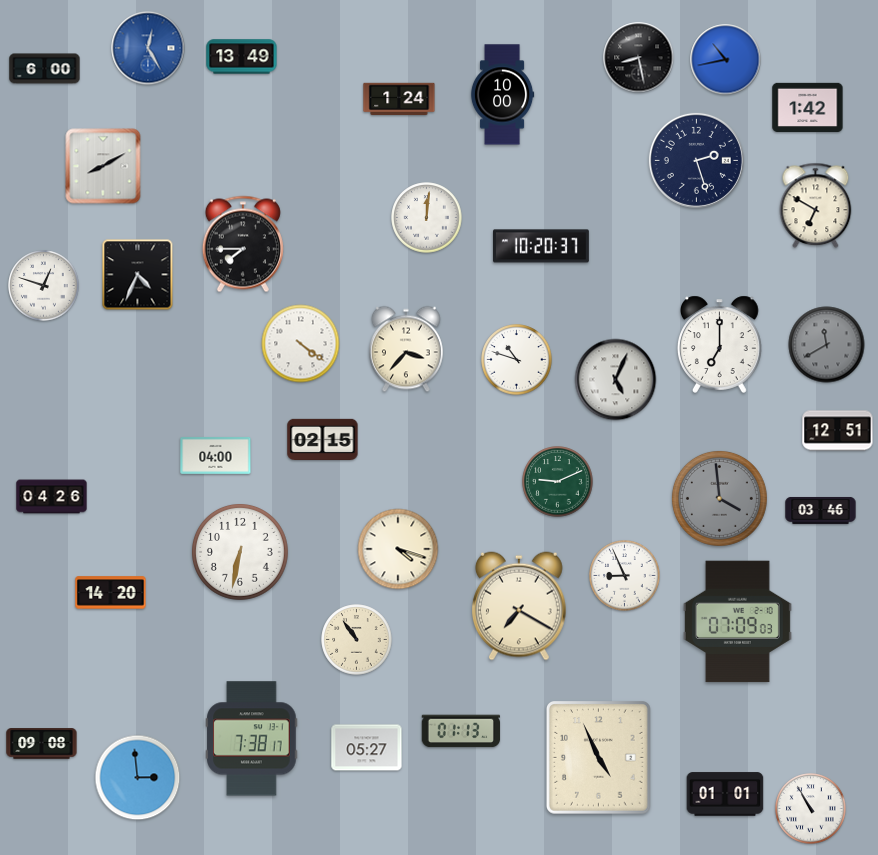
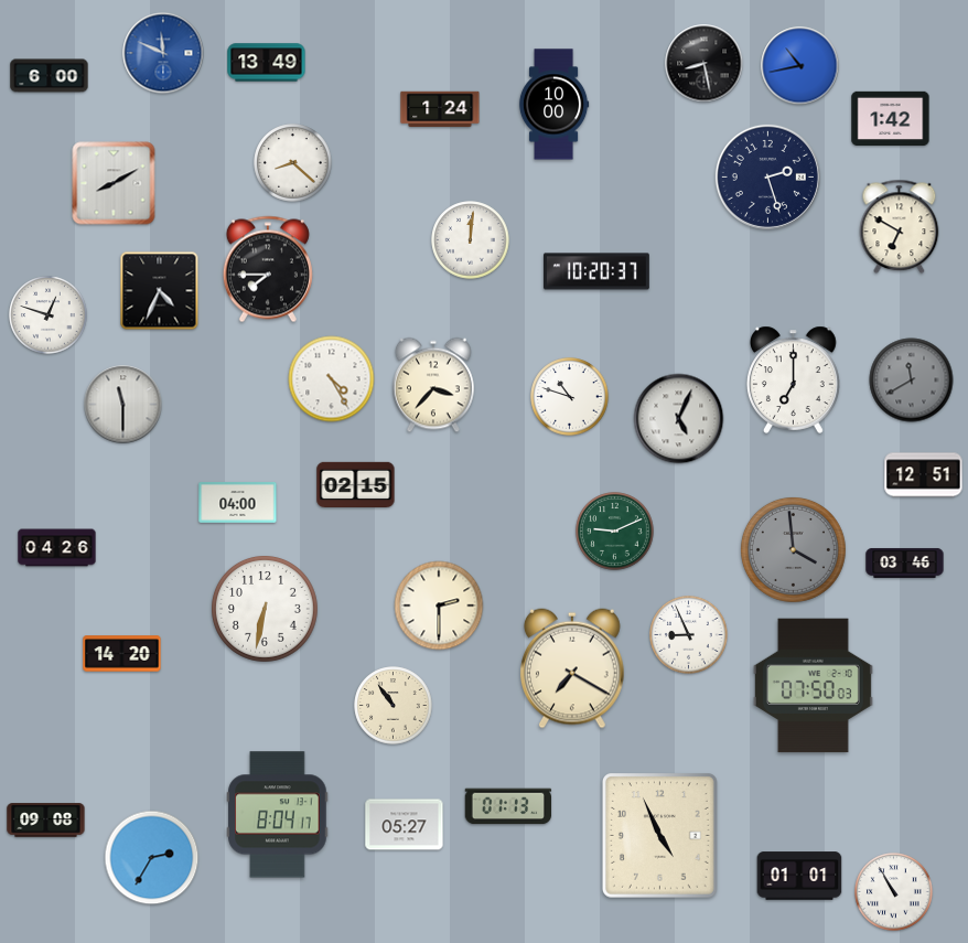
clock at (148, 48): 12:25 -> 11:49
clock at (293, 163): none -> 8:22
clock at (138, 275) position: (138, 275) -> (160, 291)
clock at (301, 344): 4:21 -> 4:25
clock at (407, 349) position: (407, 349) -> (434, 385)
clock at (123, 405): none -> 11:30
clock at (398, 549): 4:18 -> 2:30
clock at (737, 622): 07:09 -> 07:50
clock at (252, 739): 7:38 -> 8:04
clock at (138, 778): 2:59 -> 2:35
